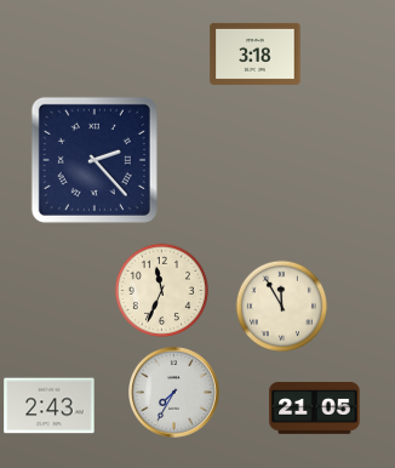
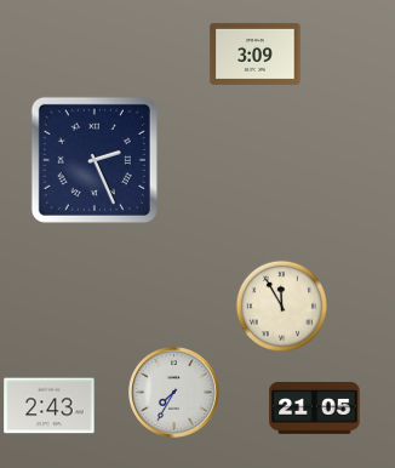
clock at (256, 53): 3:18 -> 3:09
clock at (95, 160): 2:23 -> 2:26
clock at (161, 290): 11:34 -> none
